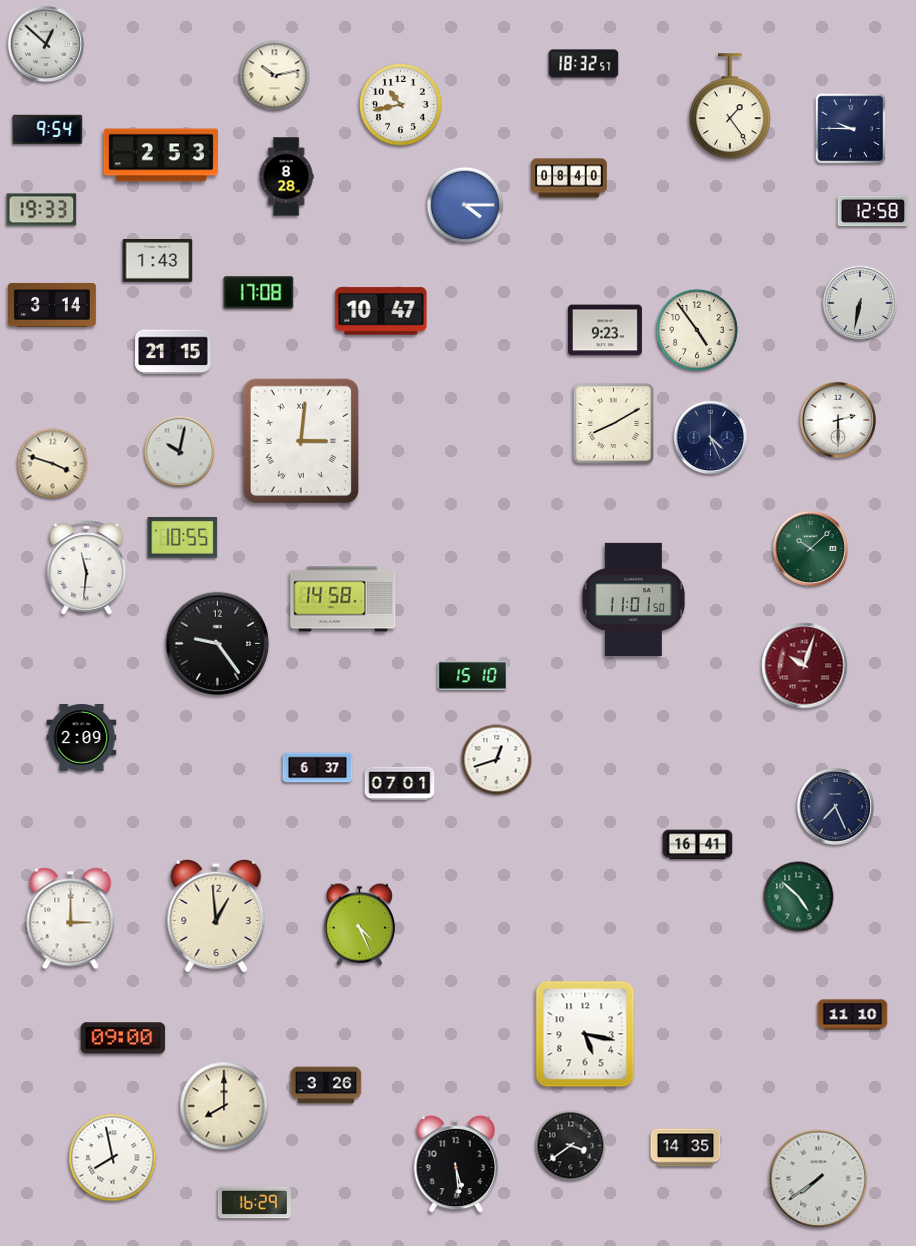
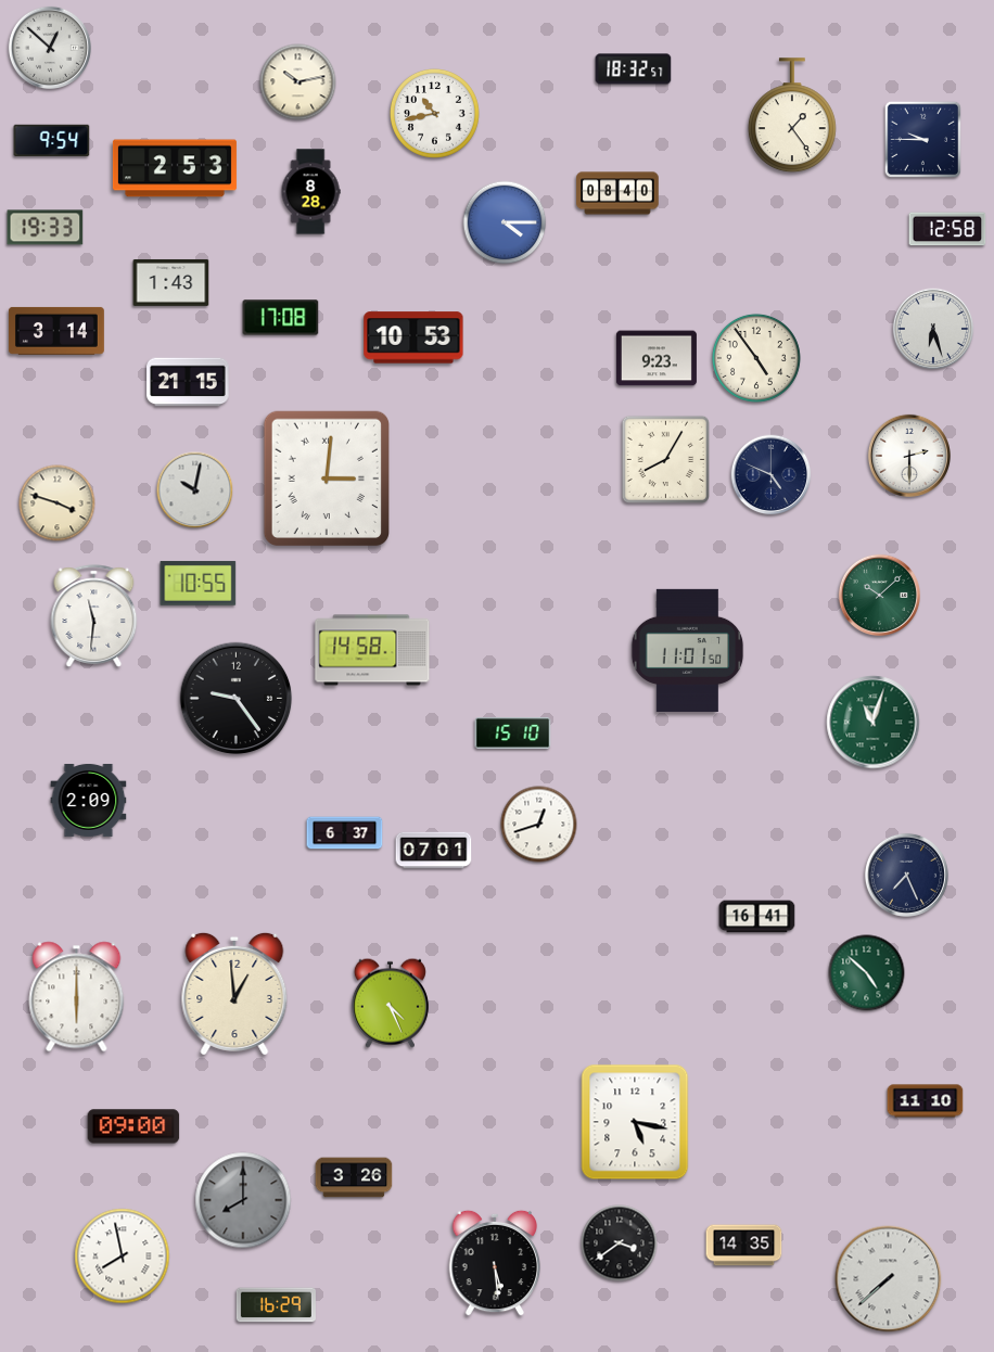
clock at (860, 303): 6:32 -> 6:27
clock at (381, 311): 10:47 -> 10:53
clock at (613, 423): 8:10 -> 8:05
clock at (711, 438): 4:26 -> 4:49
clock at (805, 666): 10:03 -> 11:03
clock at (805, 666) dial: burgundy -> green
clock at (71, 919): 3:00 -> 6:00
clock at (224, 1106) dial: cream -> grey
clock at (819, 1179): 7:39 -> 7:38
